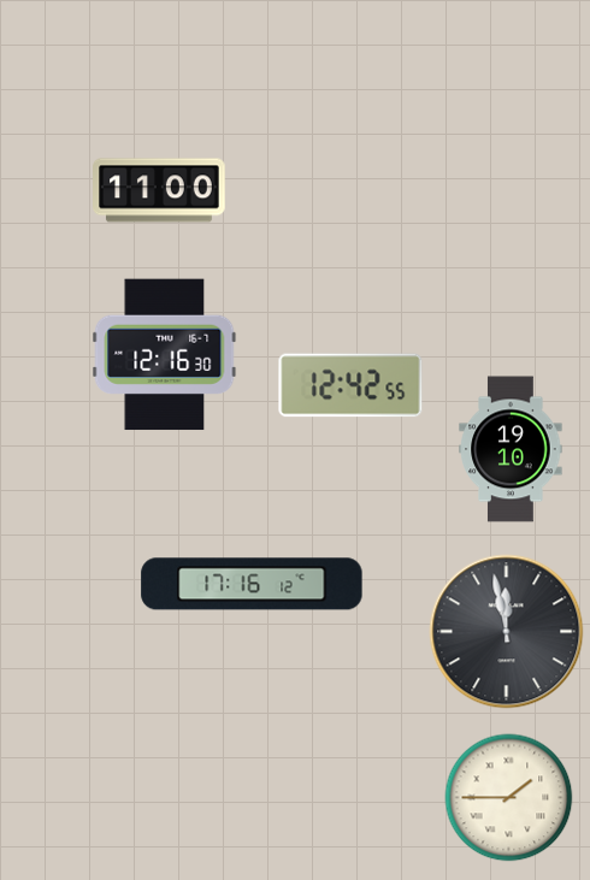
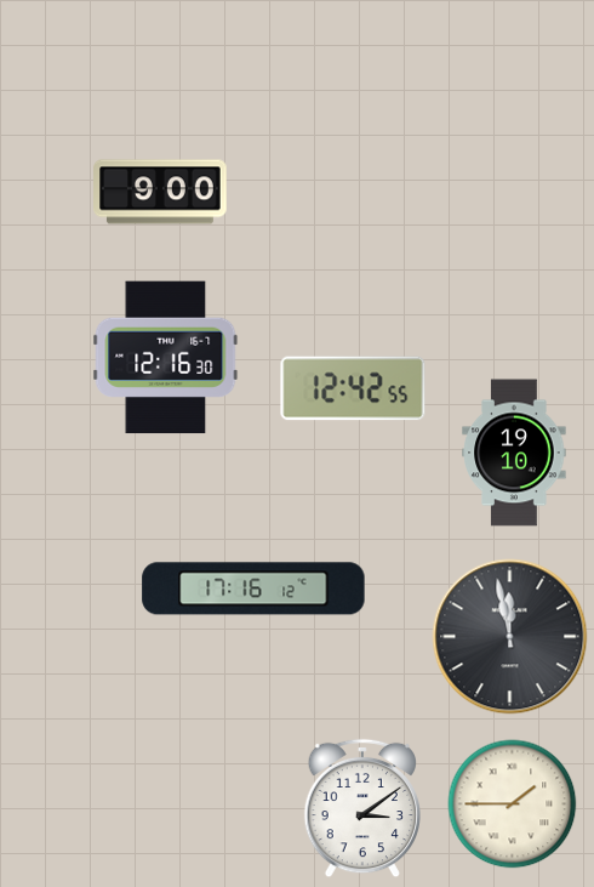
clock at (159, 190): 11:00 -> 9:00
clock at (361, 808): none -> 3:09
